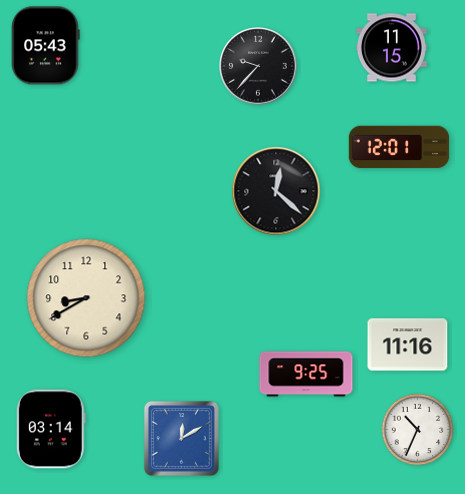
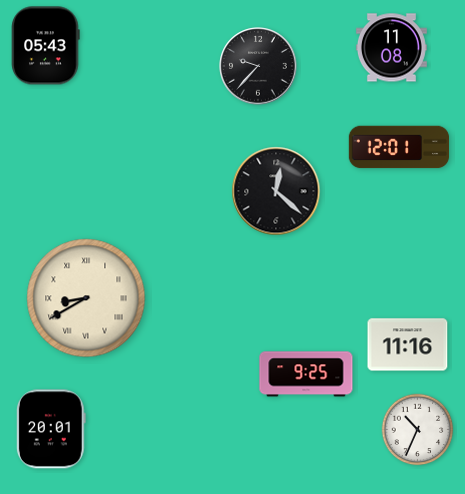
clock at (391, 48): 11:15 -> 11:08
clock at (86, 298) numerals: Arabic -> Roman
clock at (51, 429): 03:14 -> 20:01
clock at (181, 438): 12:10 -> none
